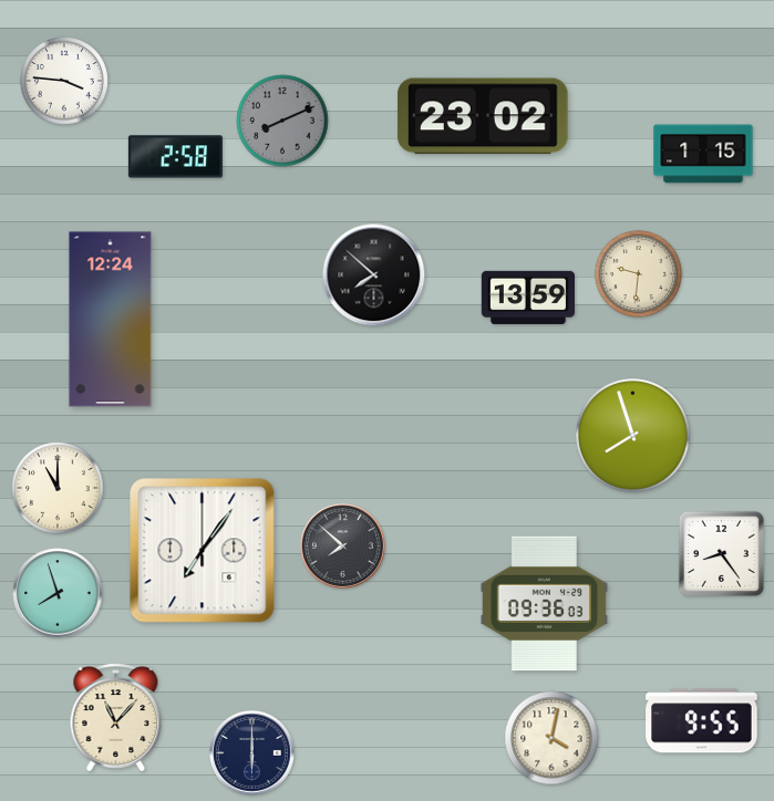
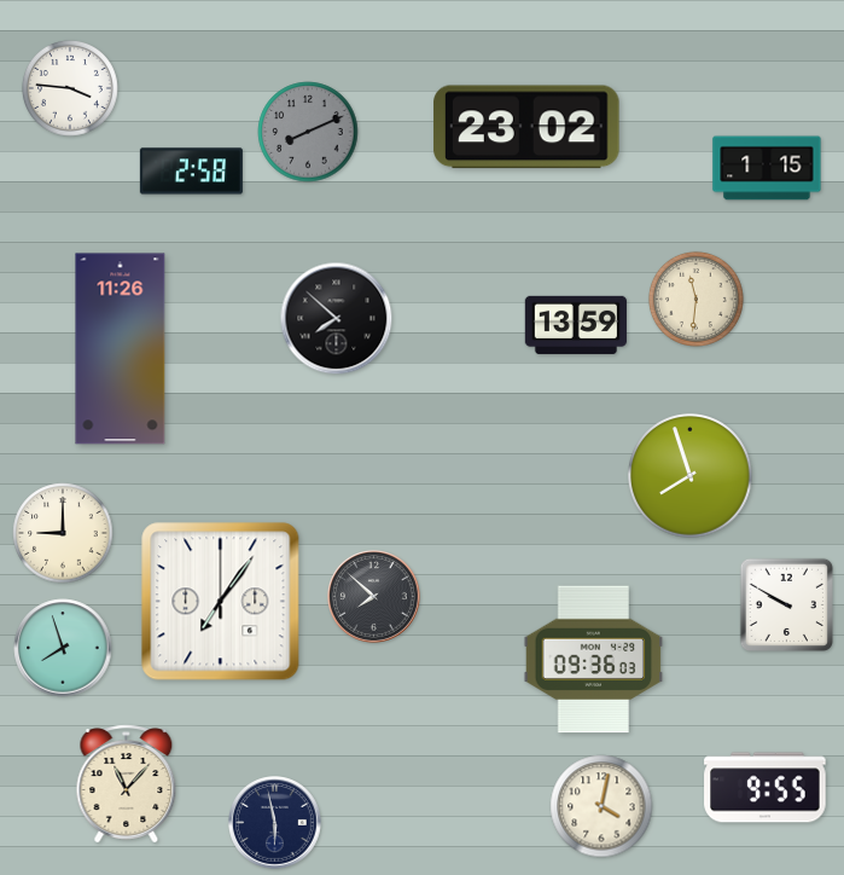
clock at (638, 273): 9:31 -> 11:31
clock at (374, 275) position: (374, 275) -> (337, 319)
clock at (111, 320): 12:24 -> 11:26
clock at (58, 488): 11:00 -> 9:00
clock at (721, 553): 8:24 -> 9:50
clock at (252, 753): 6:00 -> 5:58
